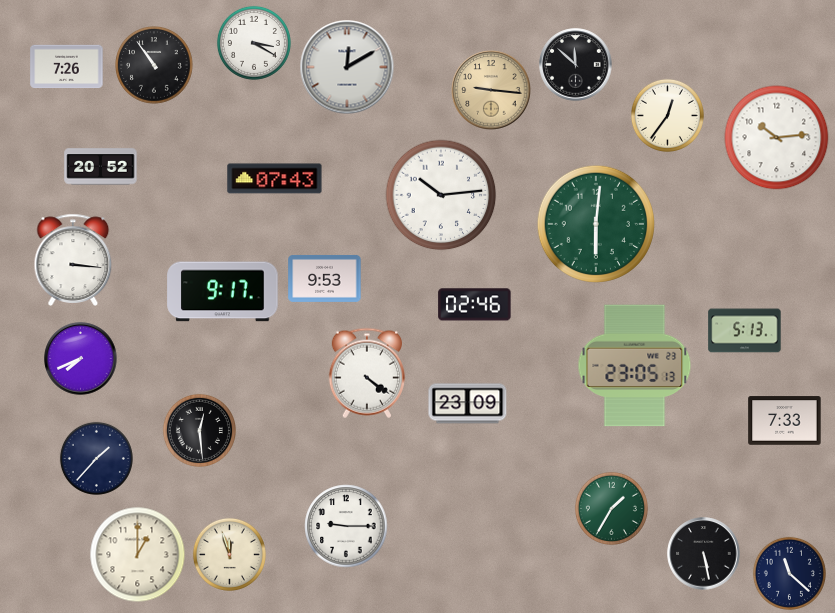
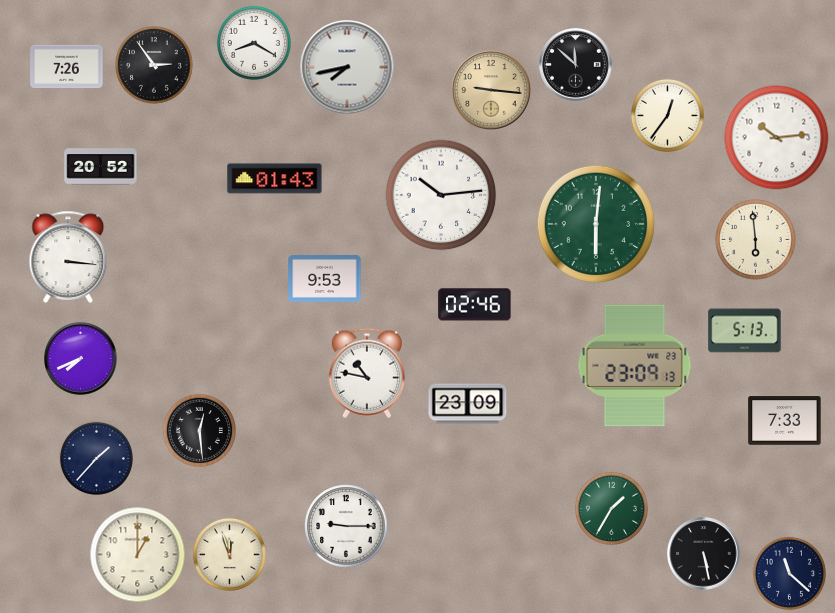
clock at (254, 43): 3:20 -> 8:20
clock at (155, 66): 10:54 -> 2:54
clock at (347, 67): 12:10 -> 7:43
clock at (275, 179): 07:43 -> 01:43
clock at (756, 240): none -> 5:59
clock at (73, 260) position: (73, 260) -> (68, 257)
clock at (223, 292): 9:17 -> none
clock at (635, 366): 23:05 -> 23:09
clock at (367, 373): 4:21 -> 10:47
